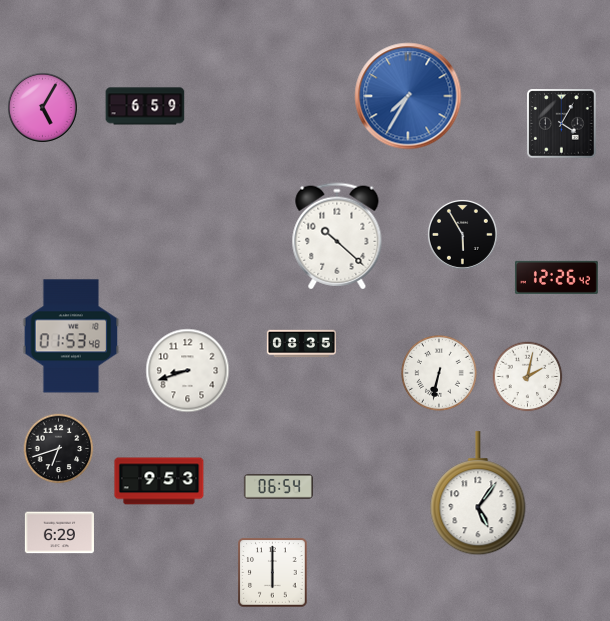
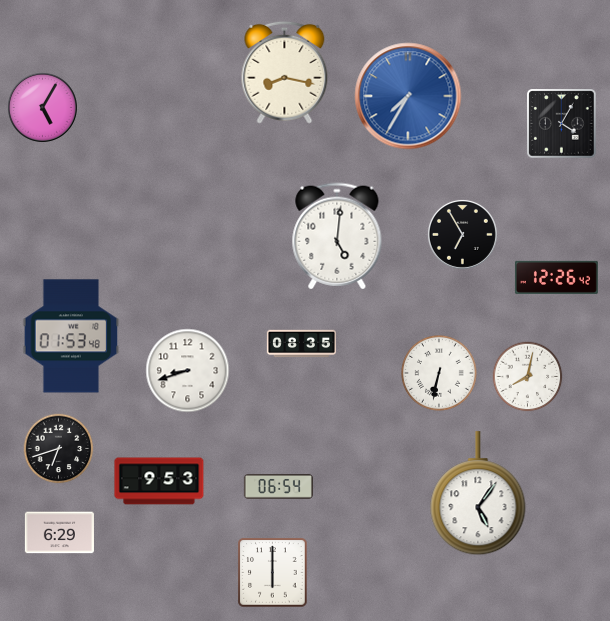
clock at (285, 72): none -> 8:17
clock at (145, 106): 6:59 -> none
clock at (462, 234): 5:55 -> 6:55
clock at (337, 236): 10:22 -> 5:01
clock at (528, 377): 2:02 -> 8:02
